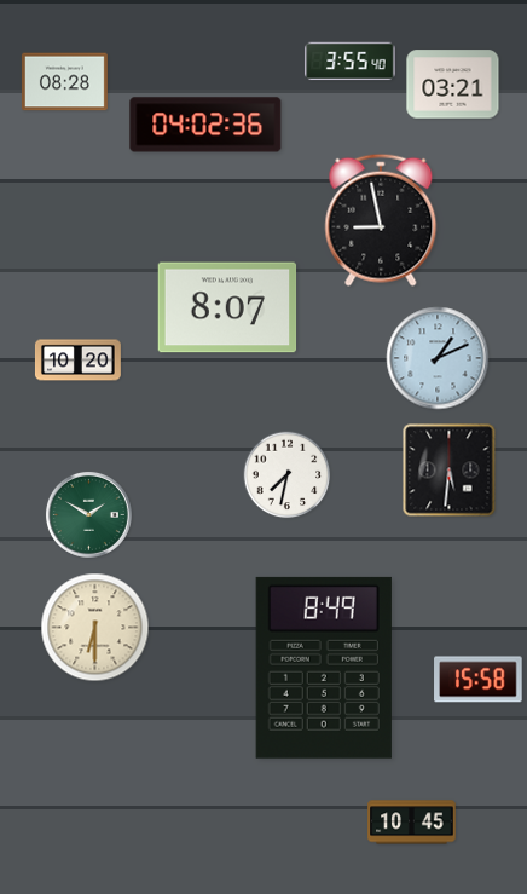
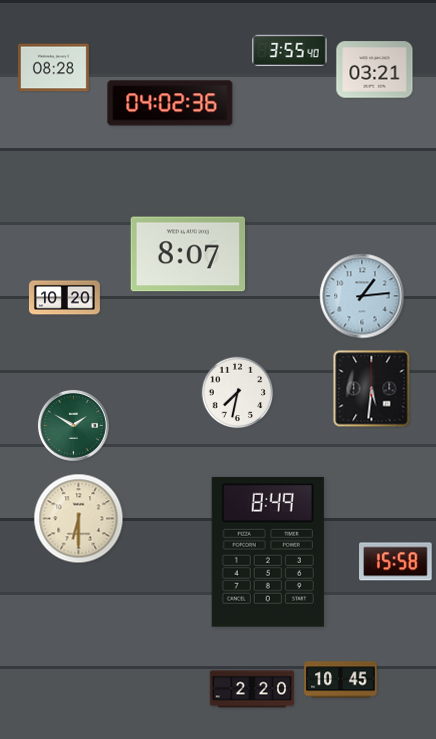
clock at (381, 220): 8:58 -> none
clock at (438, 358): 1:11 -> 1:14
clock at (251, 689): none -> 2:20
